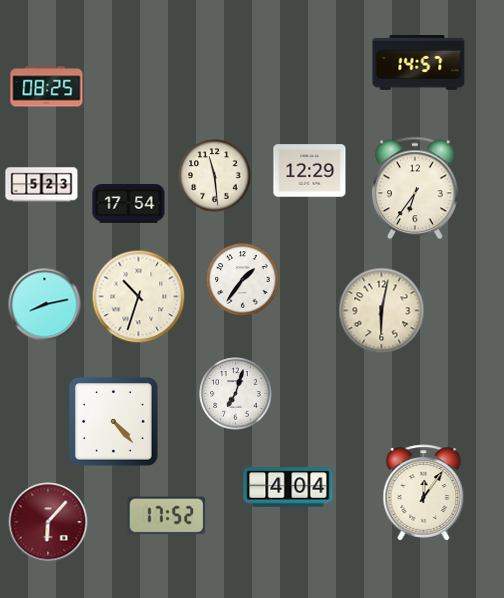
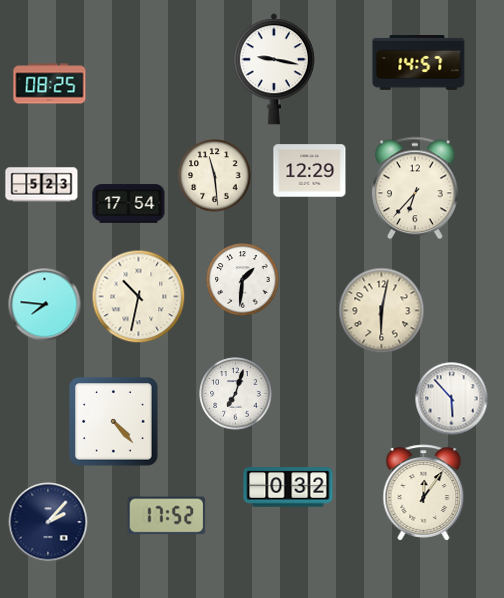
clock at (274, 69): none -> 9:17
clock at (47, 87) position: (47, 87) -> (50, 84)
clock at (415, 188): 6:36 -> 6:37
clock at (243, 280): 1:36 -> 1:31
clock at (139, 297): 10:33 -> 10:32
clock at (45, 305): 8:13 -> 7:46
clock at (452, 399): none -> 5:53
clock at (288, 487): 4:04 -> 0:32
clock at (48, 522): 6:07 -> 2:07
clock at (48, 522) dial: burgundy -> navy
